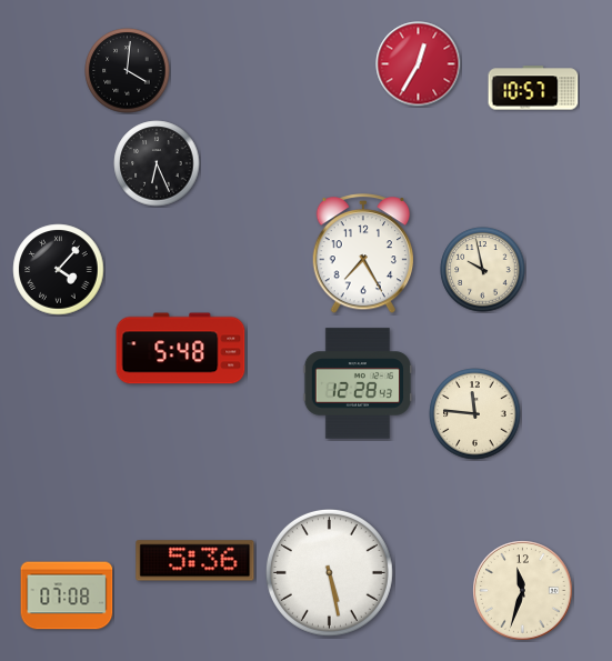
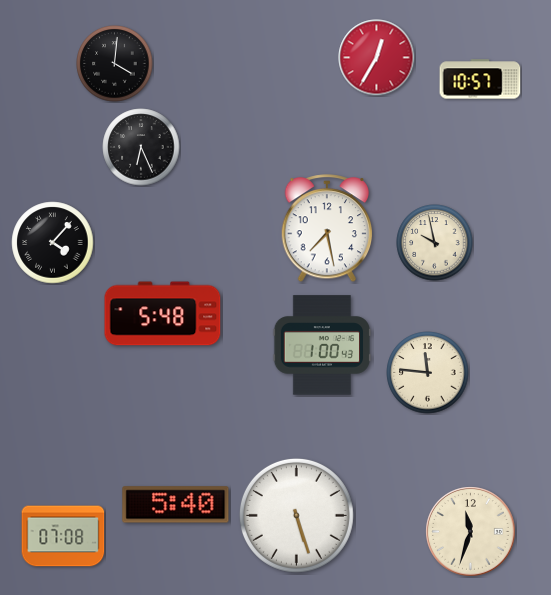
clock at (363, 254): 7:25 -> 7:28
clock at (358, 383): 12:28 -> 1:00
clock at (195, 561): 5:36 -> 5:40
clock at (329, 572): 5:28 -> 5:27
clock at (67, 595) position: (67, 595) -> (63, 536)
